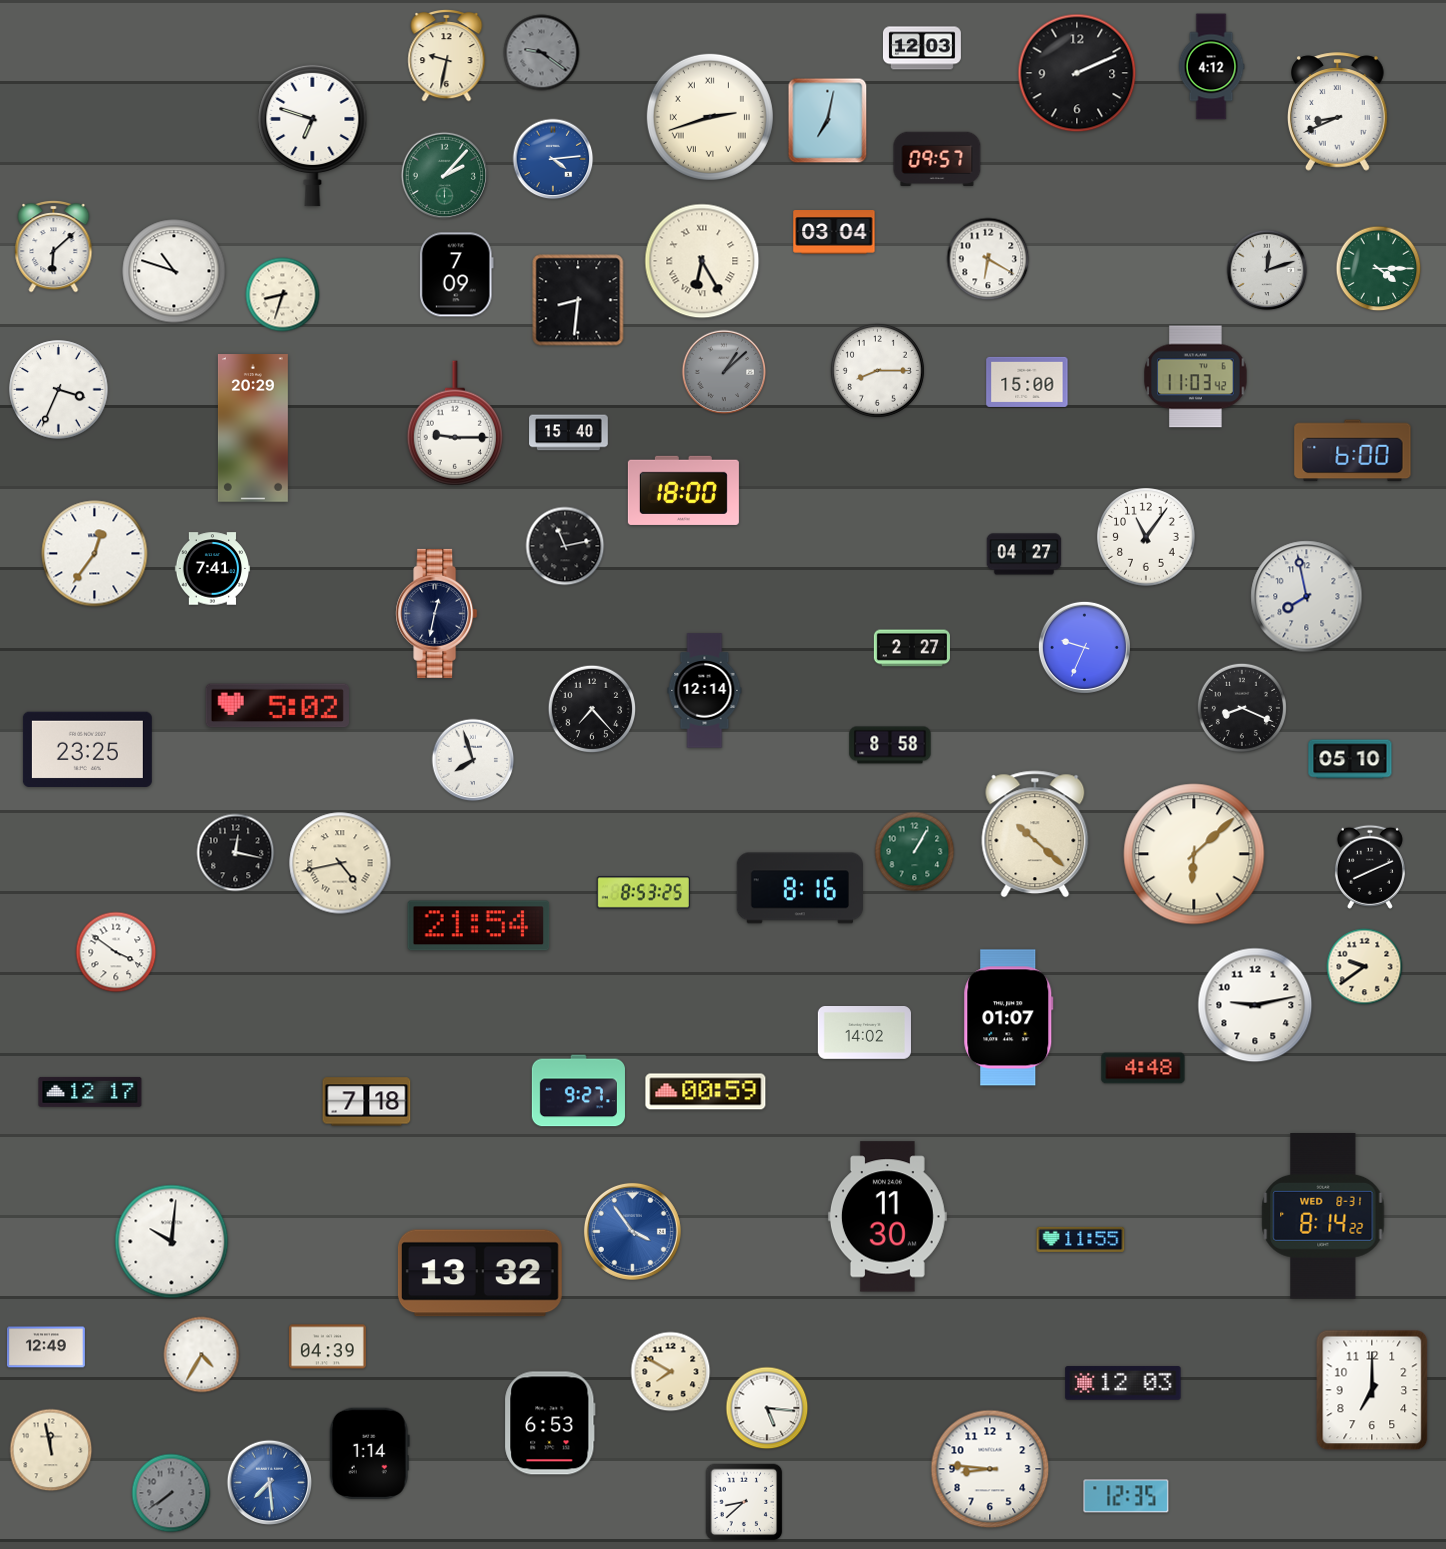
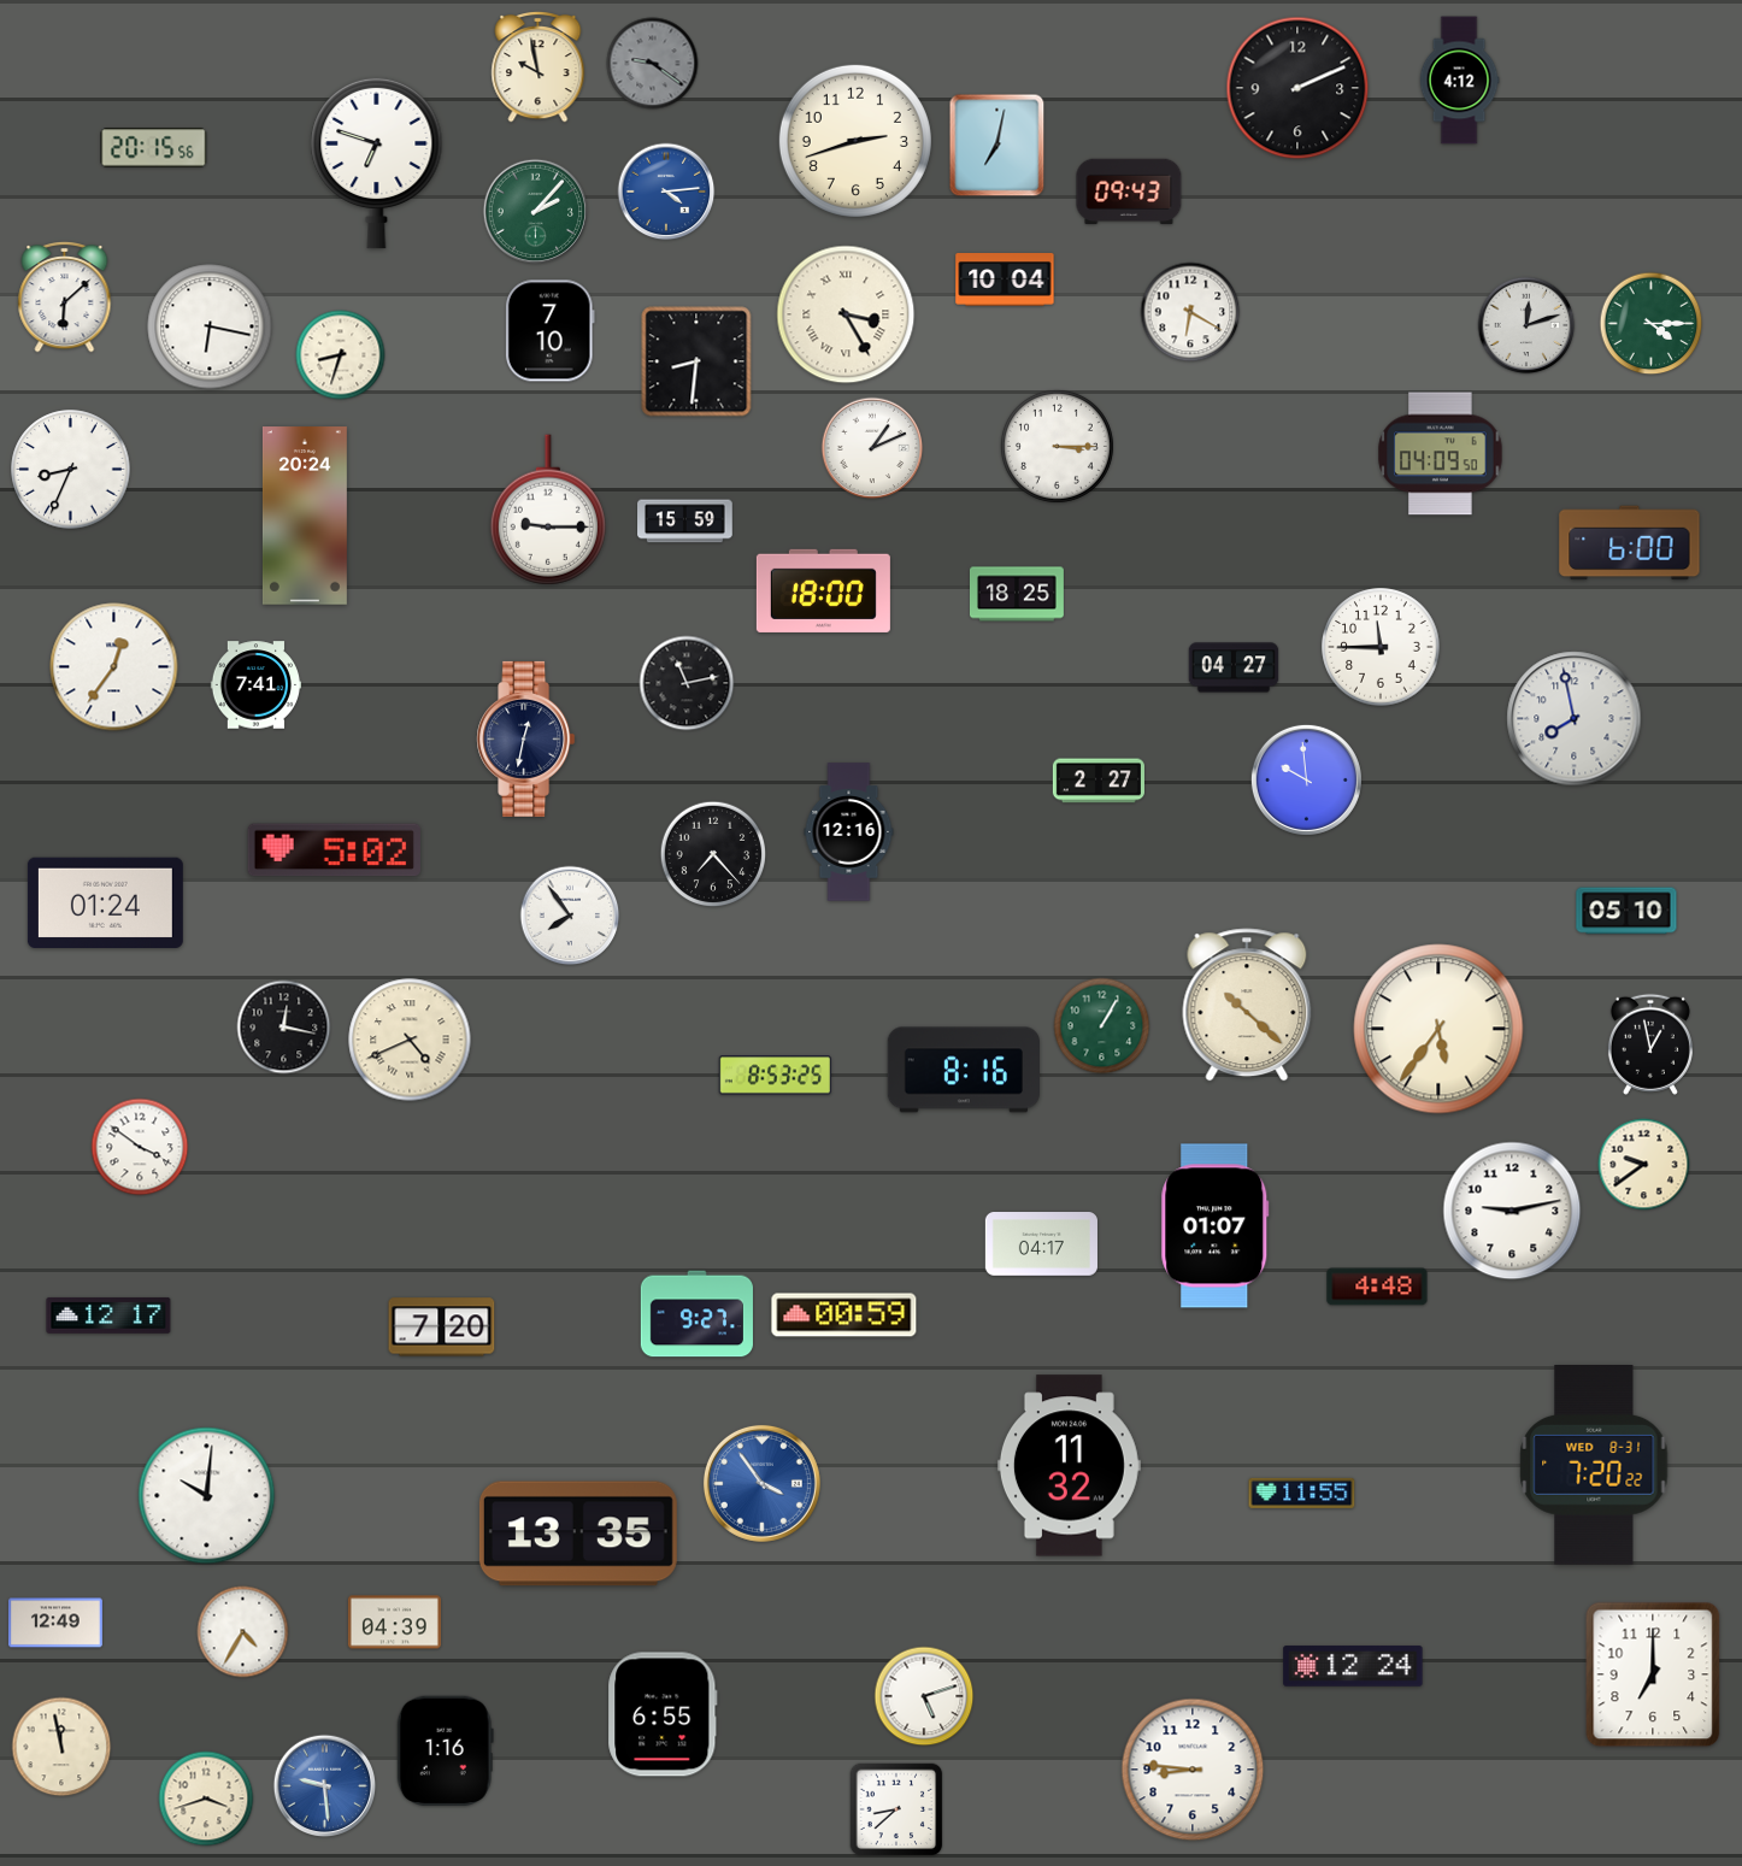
clock at (922, 48): 12:03 -> none
clock at (447, 56): 9:32 -> 9:58
clock at (1338, 112): 8:41 -> none
clock at (710, 117) numerals: Roman -> Arabic
clock at (154, 148): none -> 20:15
clock at (937, 158): 09:57 -> 09:43
clock at (834, 232): 03:04 -> 10:04
clock at (702, 261): 6:25 -> 3:25
clock at (1379, 269) position: (1379, 269) -> (1652, 324)
clock at (174, 271): 10:48 -> 6:17
clock at (456, 275): 7:09 -> 7:10
clock at (877, 370): 8:15 -> 3:15
clock at (724, 372): 1:08 -> 1:11
clock at (724, 372) dial: grey -> white
clock at (1196, 377): 11:03 -> 04:09
clock at (1027, 382): 15:00 -> none
clock at (59, 390): 3:34 -> 8:34
clock at (253, 428): 20:29 -> 20:24
clock at (569, 433): 15:40 -> 15:59
clock at (1017, 594): none -> 18:25
clock at (1146, 537): 11:06 -> 11:45
clock at (565, 546) position: (565, 546) -> (687, 683)
clock at (1084, 647): 9:34 -> 9:59
clock at (705, 691): 12:14 -> 12:16
clock at (1242, 708): 8:19 -> none
clock at (890, 745): 8:58 -> none
clock at (87, 749): 23:25 -> 01:24
clock at (1350, 759) position: (1350, 759) -> (1626, 911)
clock at (473, 760): 7:57 -> 7:54
clock at (1194, 854): 6:08 -> 5:36
clock at (340, 863): 4:43 -> 4:41
clock at (1370, 867): 8:11 -> 12:58
clock at (479, 926): 21:54 -> none
clock at (864, 1033): 14:02 -> 04:17
clock at (706, 1092) position: (706, 1092) -> (844, 1315)
clock at (367, 1102): 7:18 -> 7:20
clock at (887, 1217): 11:30 -> 11:32
clock at (1323, 1217): 8:14 -> 7:20
clock at (480, 1273): 13:32 -> 13:35
clock at (671, 1372): 7:50 -> none
clock at (1123, 1383): 12:03 -> 12:24
clock at (767, 1408): 5:16 -> 5:12
clock at (550, 1423): 6:53 -> 6:55
clock at (369, 1454): 1:14 -> 1:16
clock at (270, 1483): 7:29 -> 9:29
clock at (171, 1493): 7:39 -> 3:42
clock at (171, 1493) dial: grey -> cream
clock at (1126, 1496): 12:35 -> none
